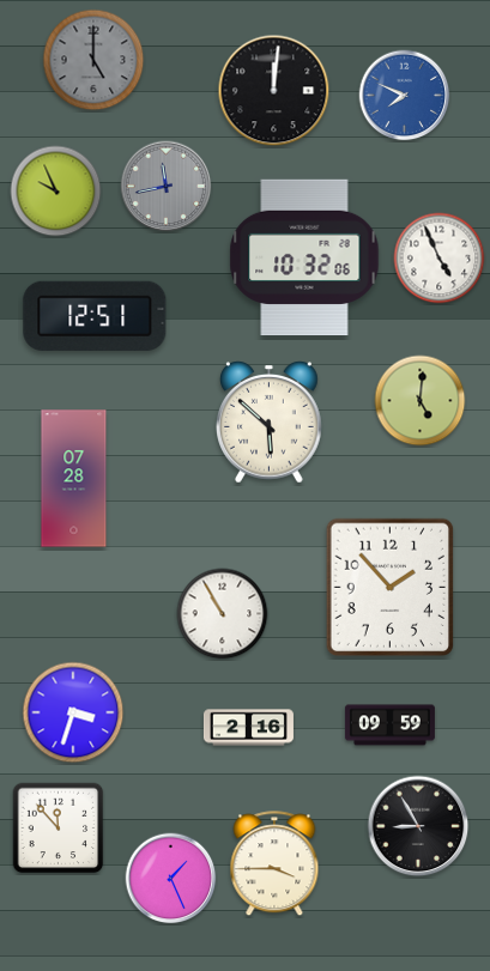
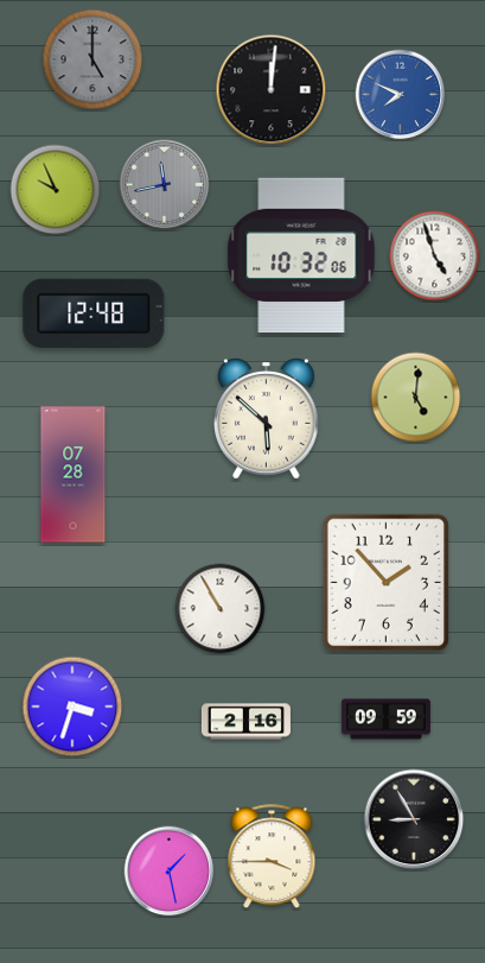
clock at (440, 259): 4:56 -> 4:57
clock at (95, 316): 12:51 -> 12:48
clock at (59, 829): 11:53 -> none
clock at (171, 879): 1:26 -> 1:28
